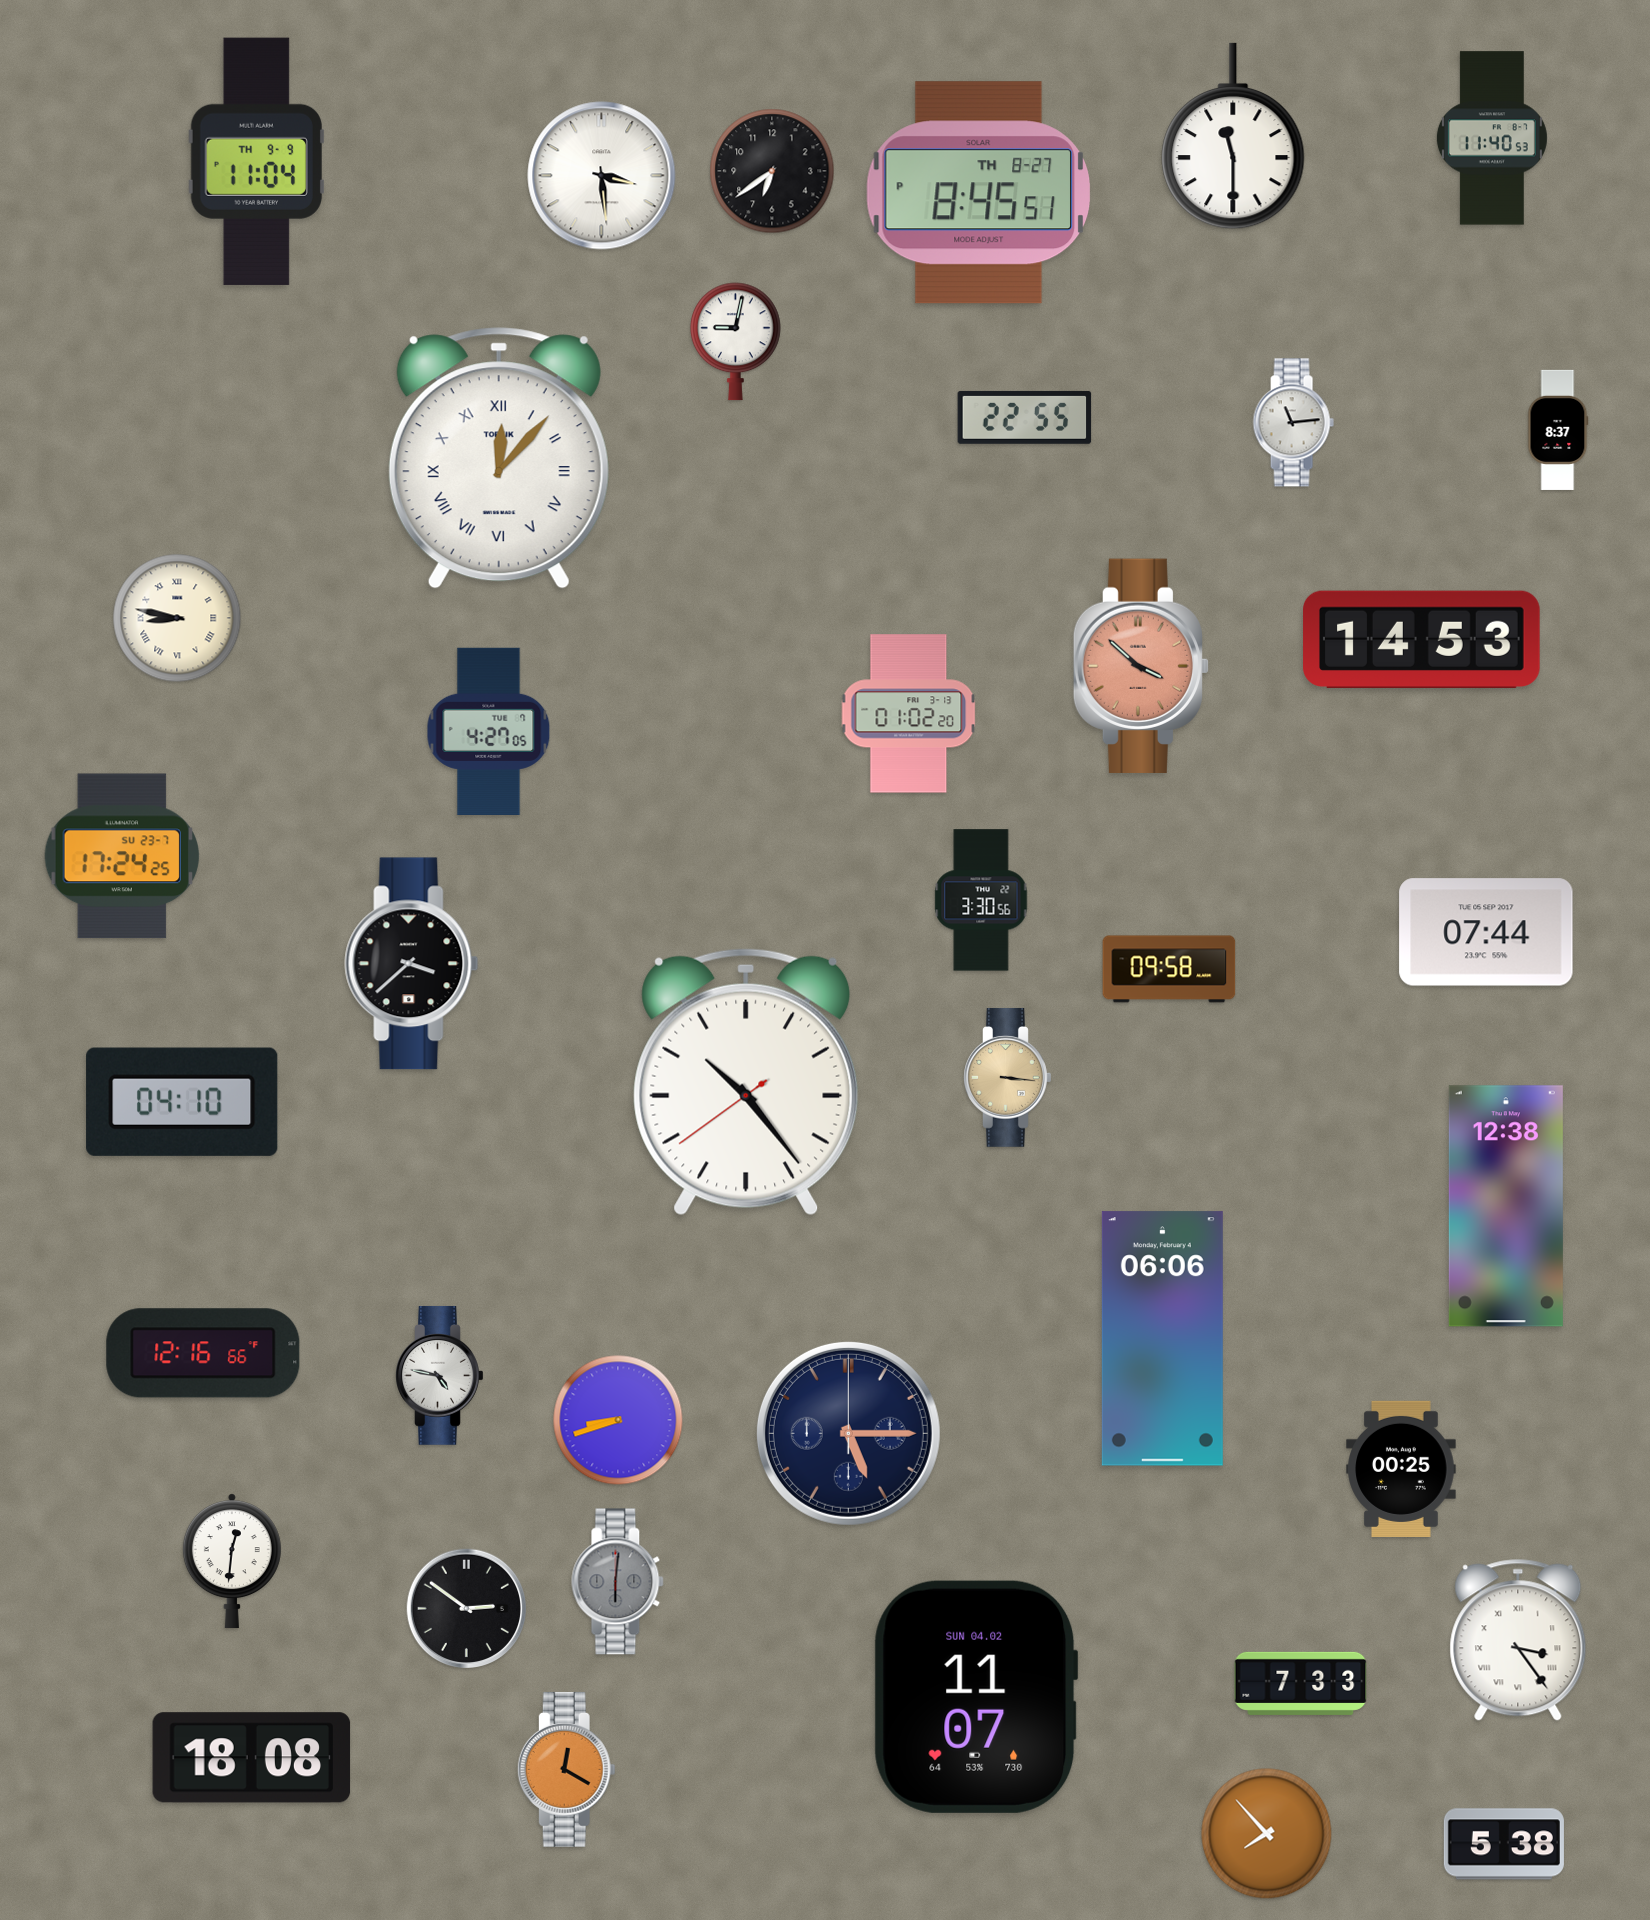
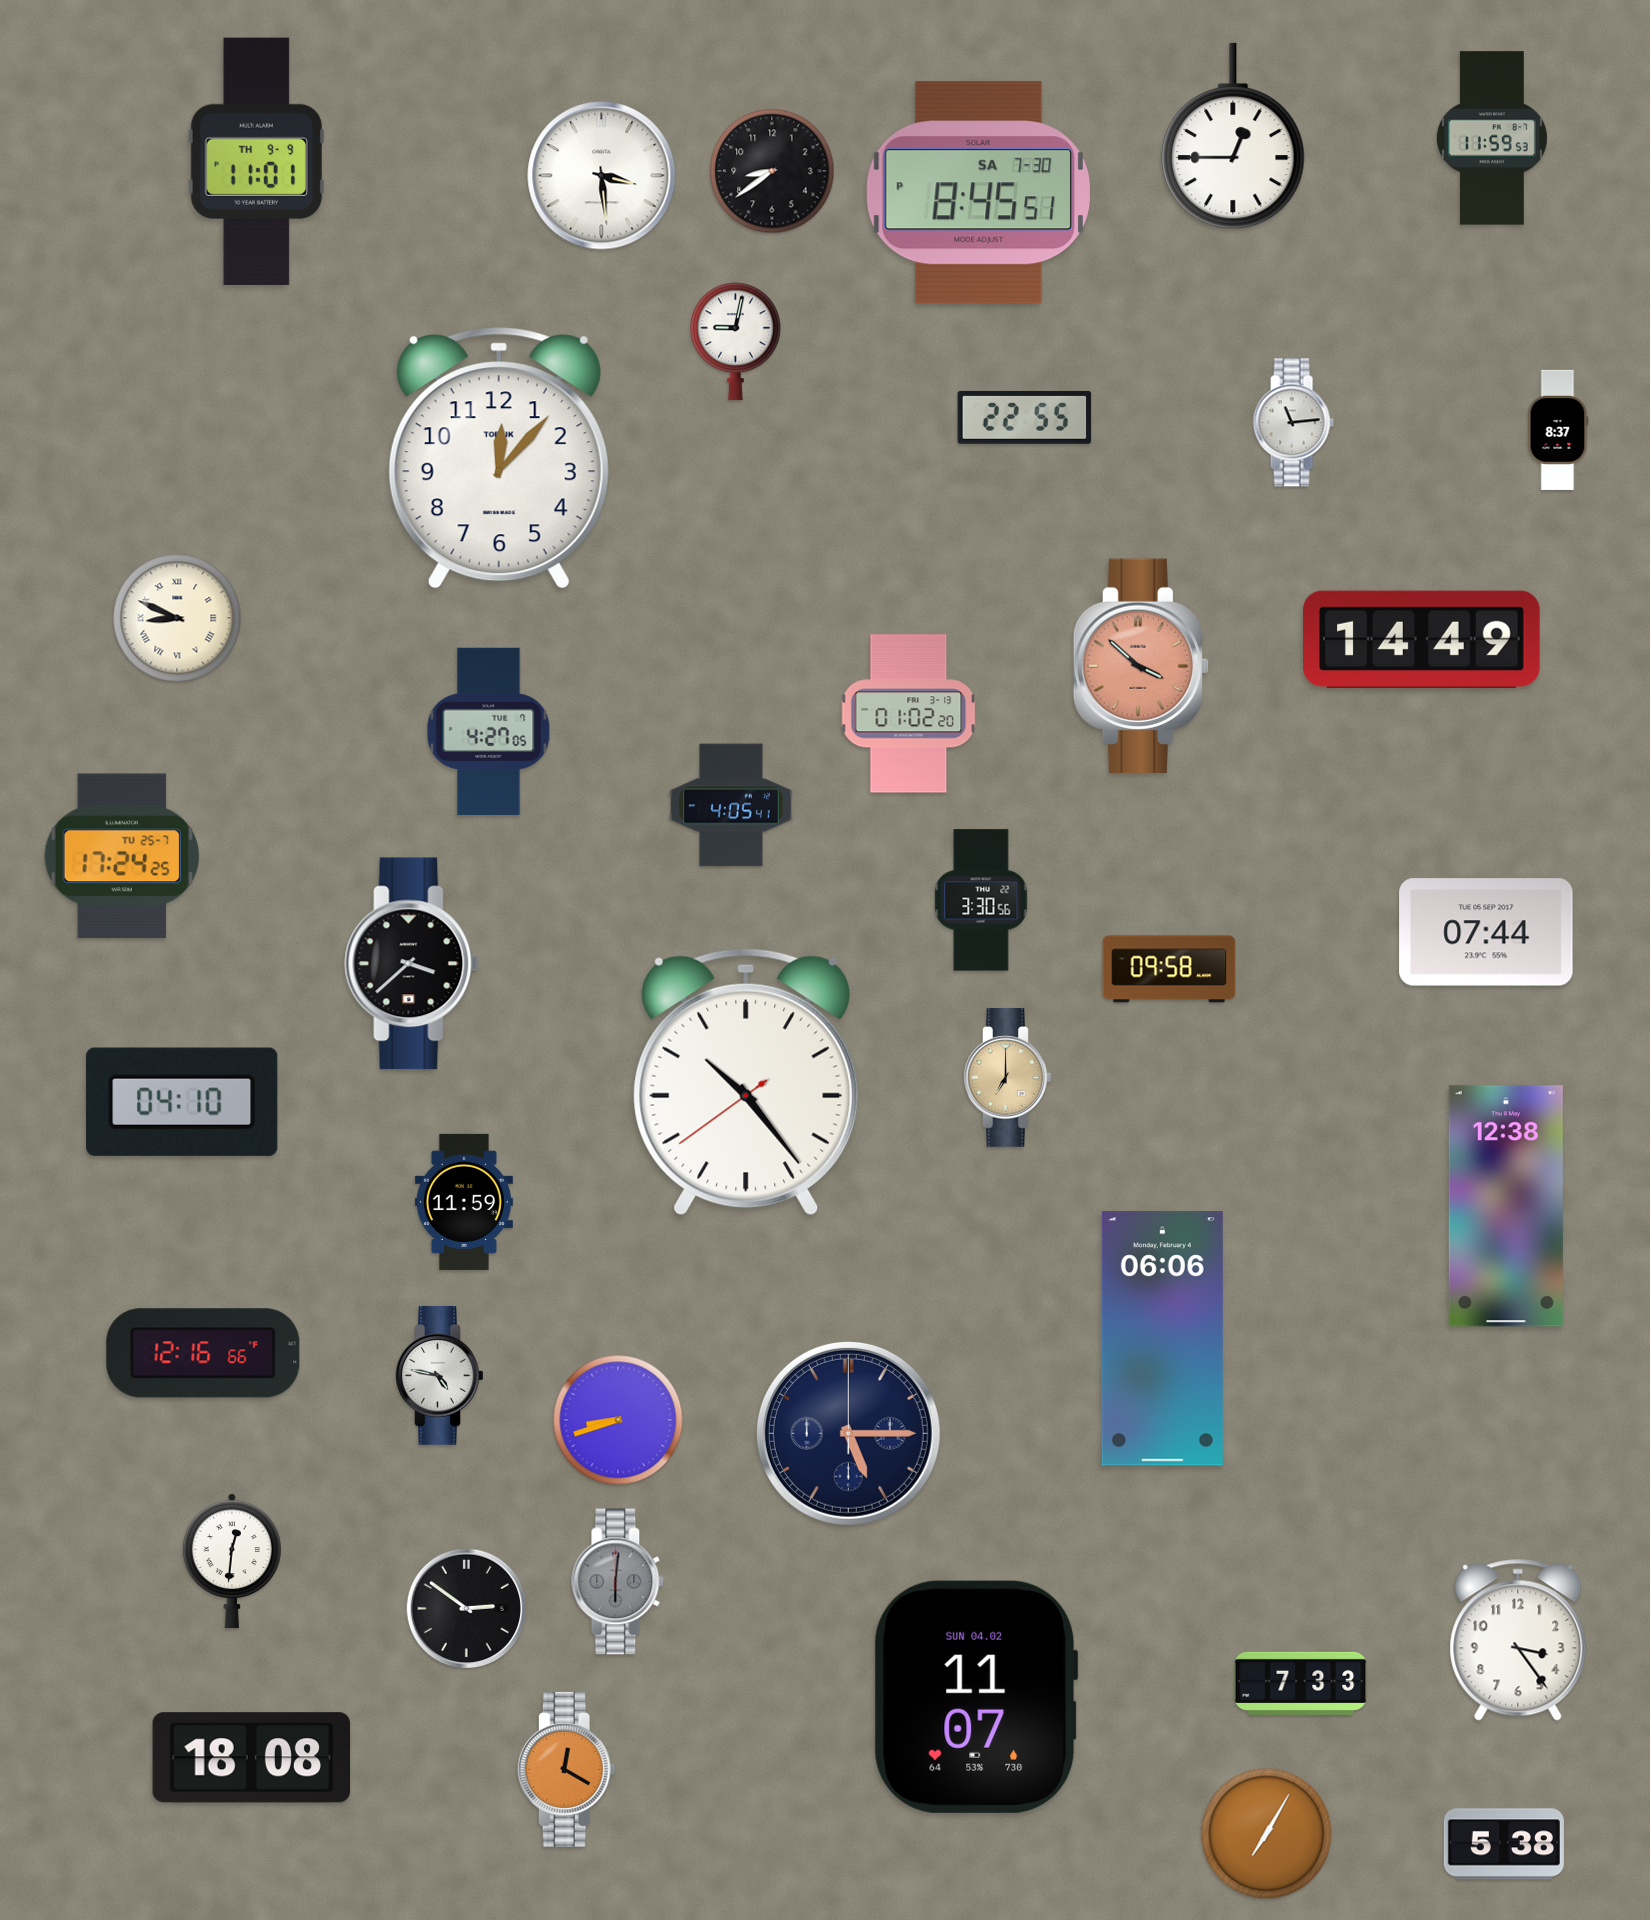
clock at (1233, 136): 11:30 -> 12:45
clock at (1492, 138): 11:40 -> 11:59
clock at (256, 161): 11:04 -> 11:01
clock at (772, 171): 6:39 -> 8:39
clock at (978, 193) date: TH 8-27 -> SA 7-30
clock at (499, 458) numerals: Roman -> Arabic
clock at (177, 618): 8:47 -> 8:49
clock at (1422, 640): 14:53 -> 14:49
clock at (731, 805): none -> 4:05
clock at (121, 856) date: SU 23-7 -> TU 25-7
clock at (1008, 1077): 3:16 -> 7:00
clock at (464, 1202): none -> 11:59
clock at (1401, 1469): 00:25 -> none
clock at (1518, 1640) numerals: Roman -> Arabic
clock at (1267, 1834): 7:53 -> 7:05
